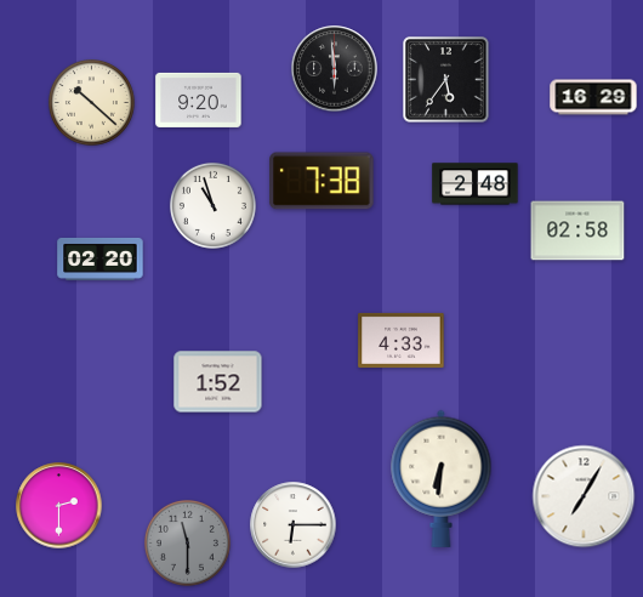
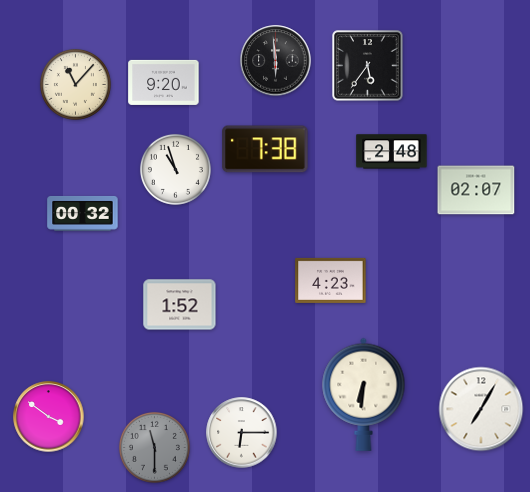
clock at (335, 69) position: (335, 69) -> (276, 61)
clock at (593, 97): 16:29 -> none
clock at (91, 102): 10:22 -> 11:07
clock at (577, 231): 02:58 -> 02:07
clock at (101, 258): 02:20 -> 00:32
clock at (402, 340): 4:33 -> 4:23
clock at (218, 382) position: (218, 382) -> (180, 305)
clock at (59, 506): 2:30 -> 3:51
